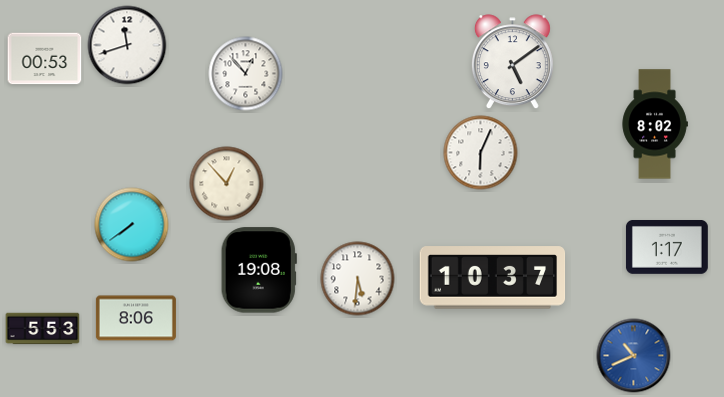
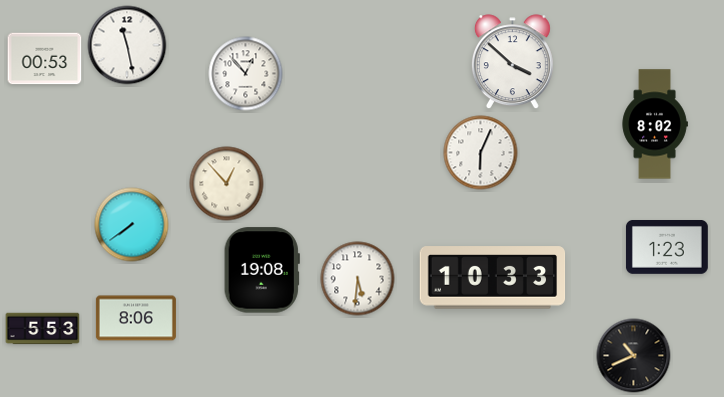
clock at (127, 45): 11:42 -> 11:28
clock at (512, 62): 5:09 -> 3:52
clock at (667, 248): 1:17 -> 1:23
clock at (259, 270) position: (259, 270) -> (262, 270)
clock at (493, 278): 10:37 -> 10:33
clock at (634, 356) dial: blue -> black
